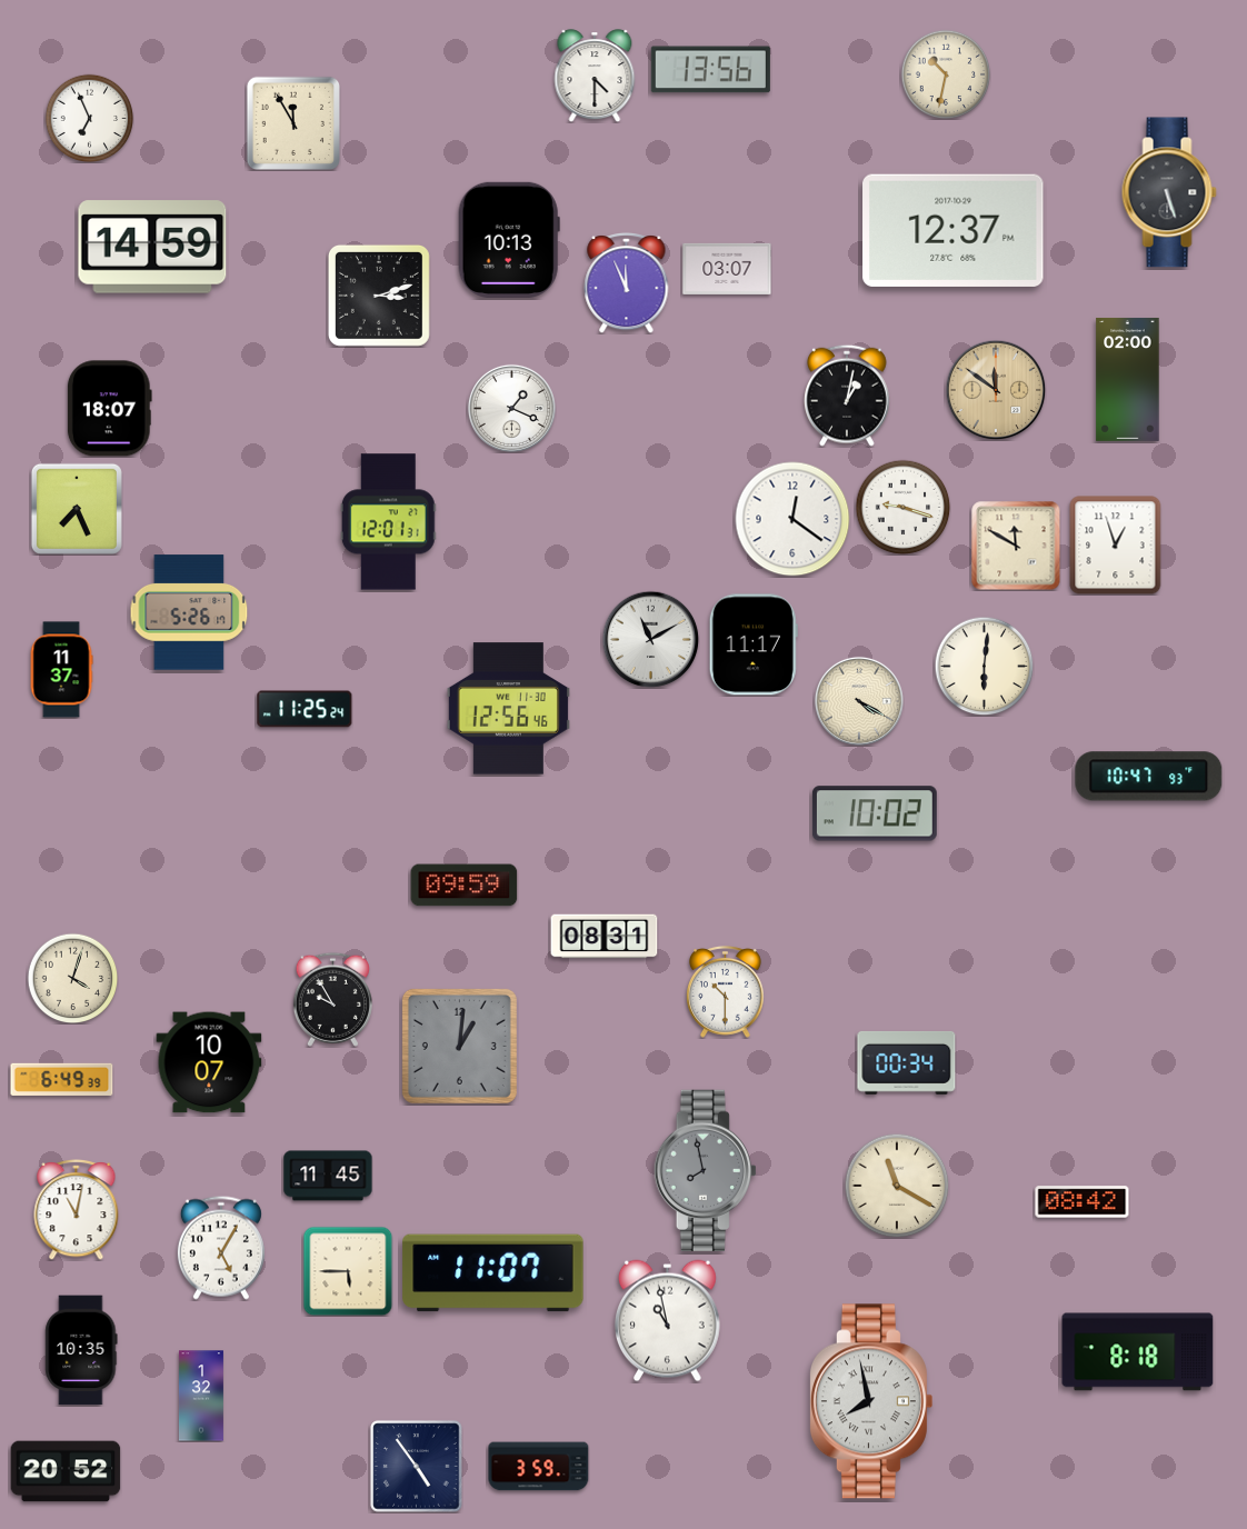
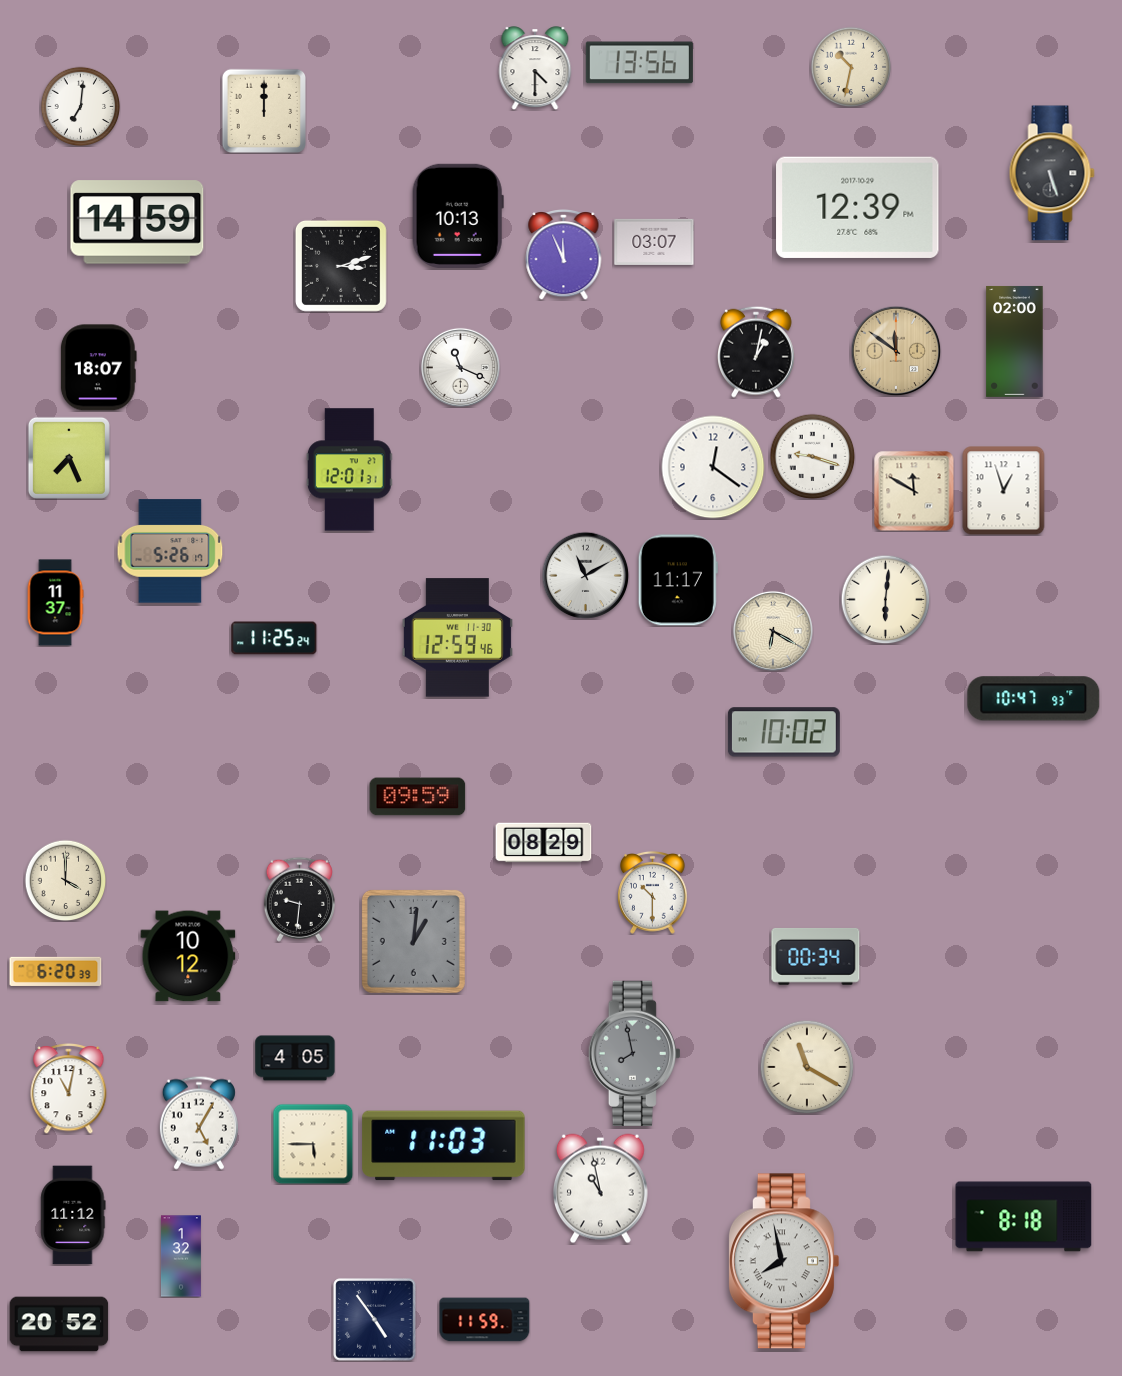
clock at (89, 118): 6:56 -> 7:01
clock at (292, 122): 11:55 -> 12:00
clock at (954, 230): 12:37 -> 12:39
clock at (848, 396) position: (848, 396) -> (757, 352)
clock at (511, 408): 1:19 -> 11:19
clock at (859, 701): 4:20 -> 6:20
clock at (508, 709): 12:56 -> 12:59
clock at (875, 813) position: (875, 813) -> (784, 732)
clock at (605, 937): 08:31 -> 08:29
clock at (72, 978): 4:03 -> 4:00
clock at (332, 999): 9:55 -> 9:31
clock at (209, 1062): 10:07 -> 10:12
clock at (62, 1079): 6:49 -> 6:20
clock at (328, 1176): 11:45 -> 4:05
clock at (1083, 1202): 08:42 -> none
clock at (493, 1273): 11:07 -> 11:03
clock at (81, 1350): 10:35 -> 11:12
clock at (539, 1467): 3:59 -> 11:59
